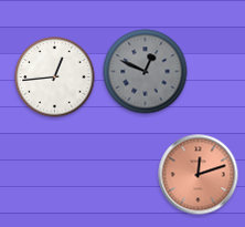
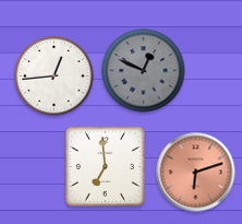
clock at (105, 166): none -> 6:59
clock at (199, 175): 12:12 -> 6:12
